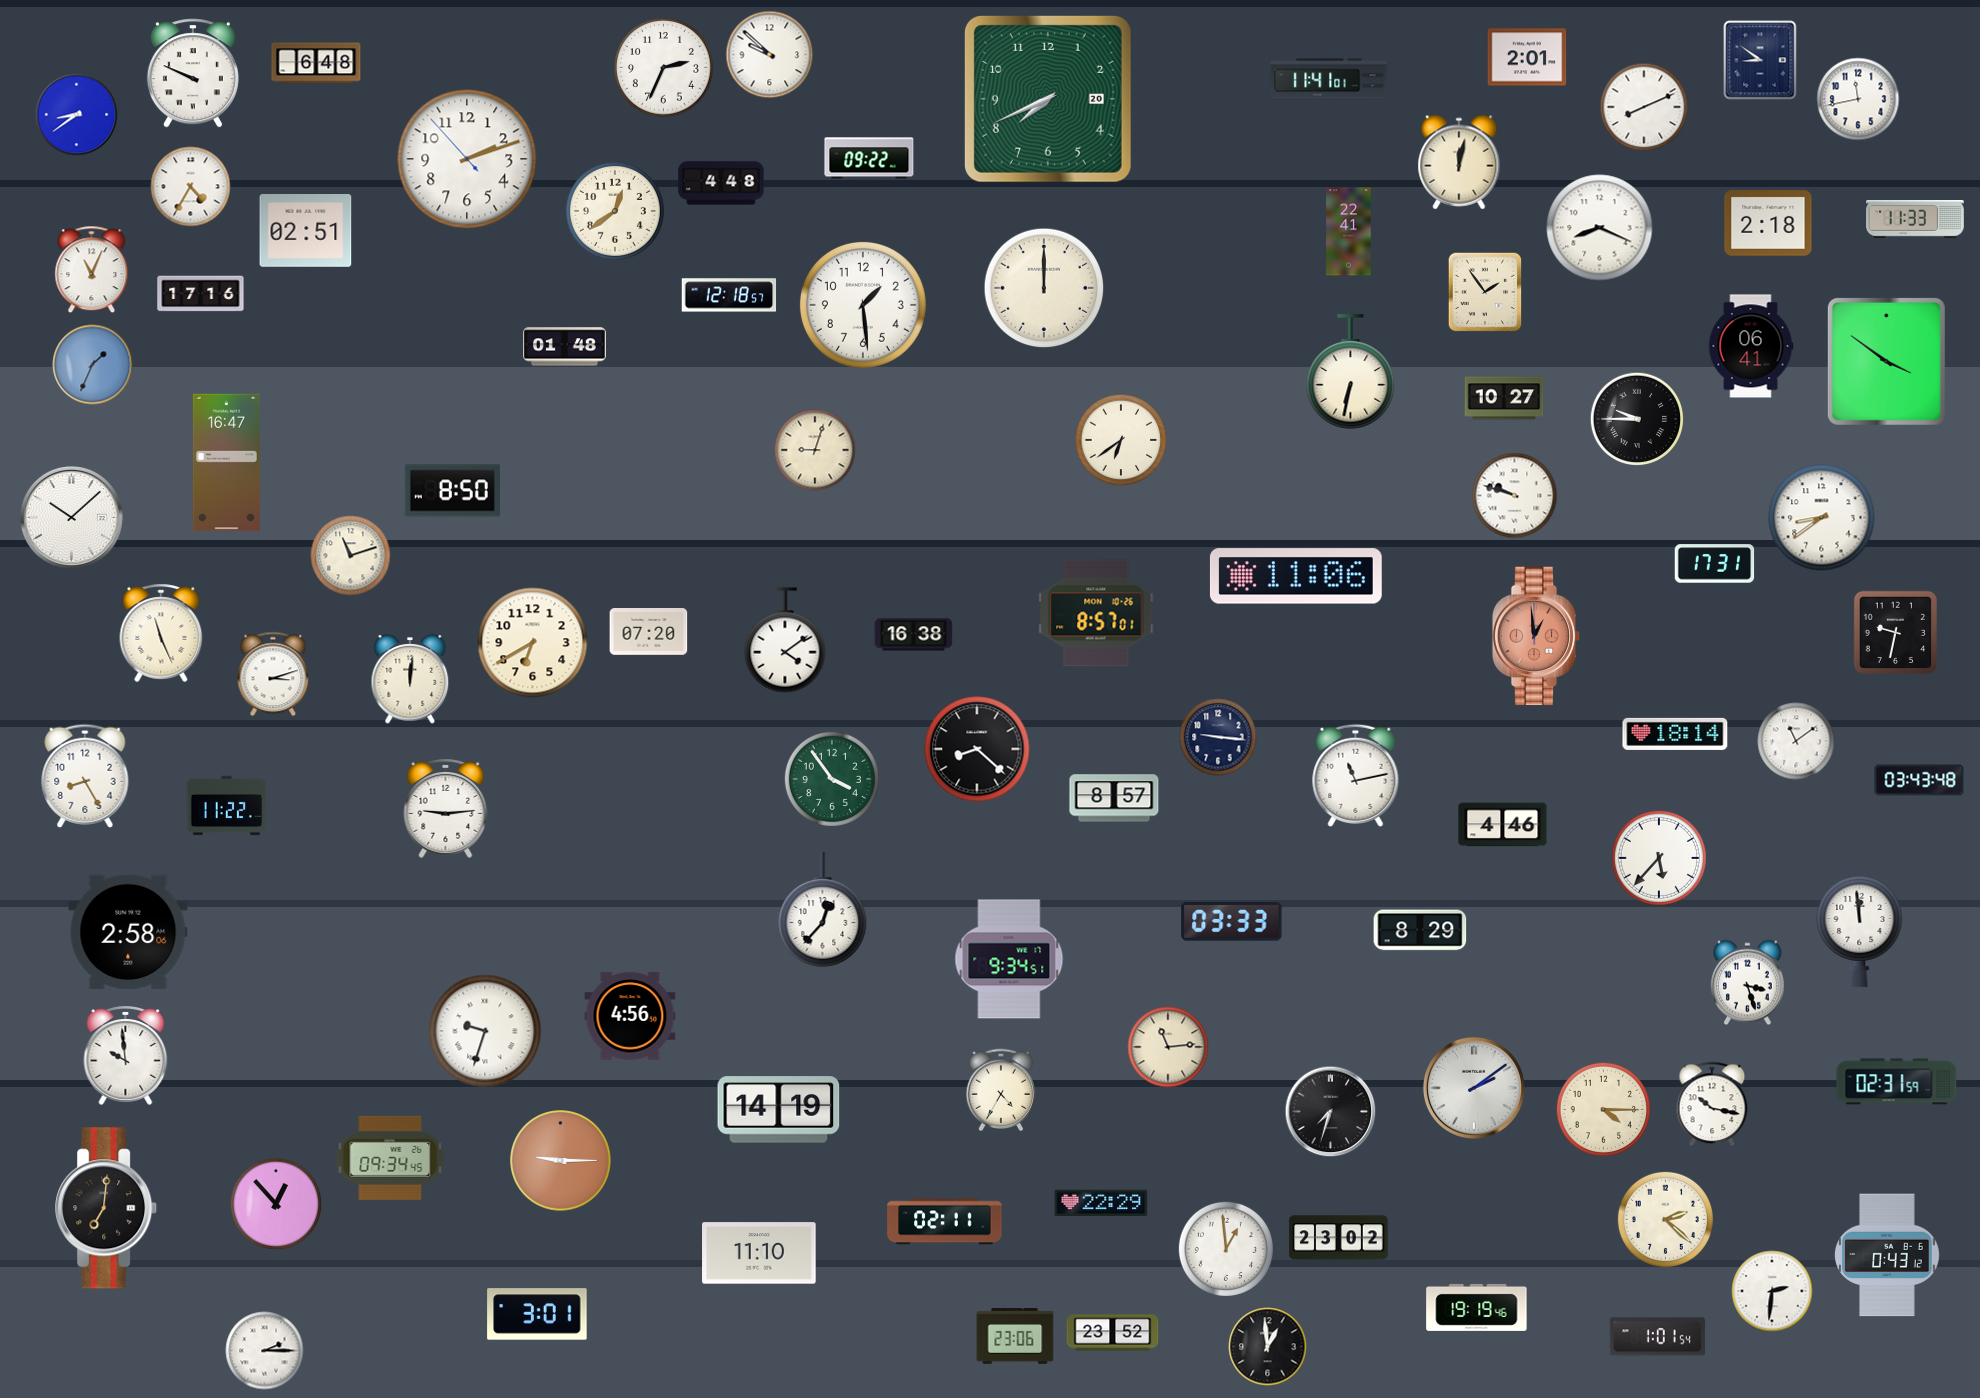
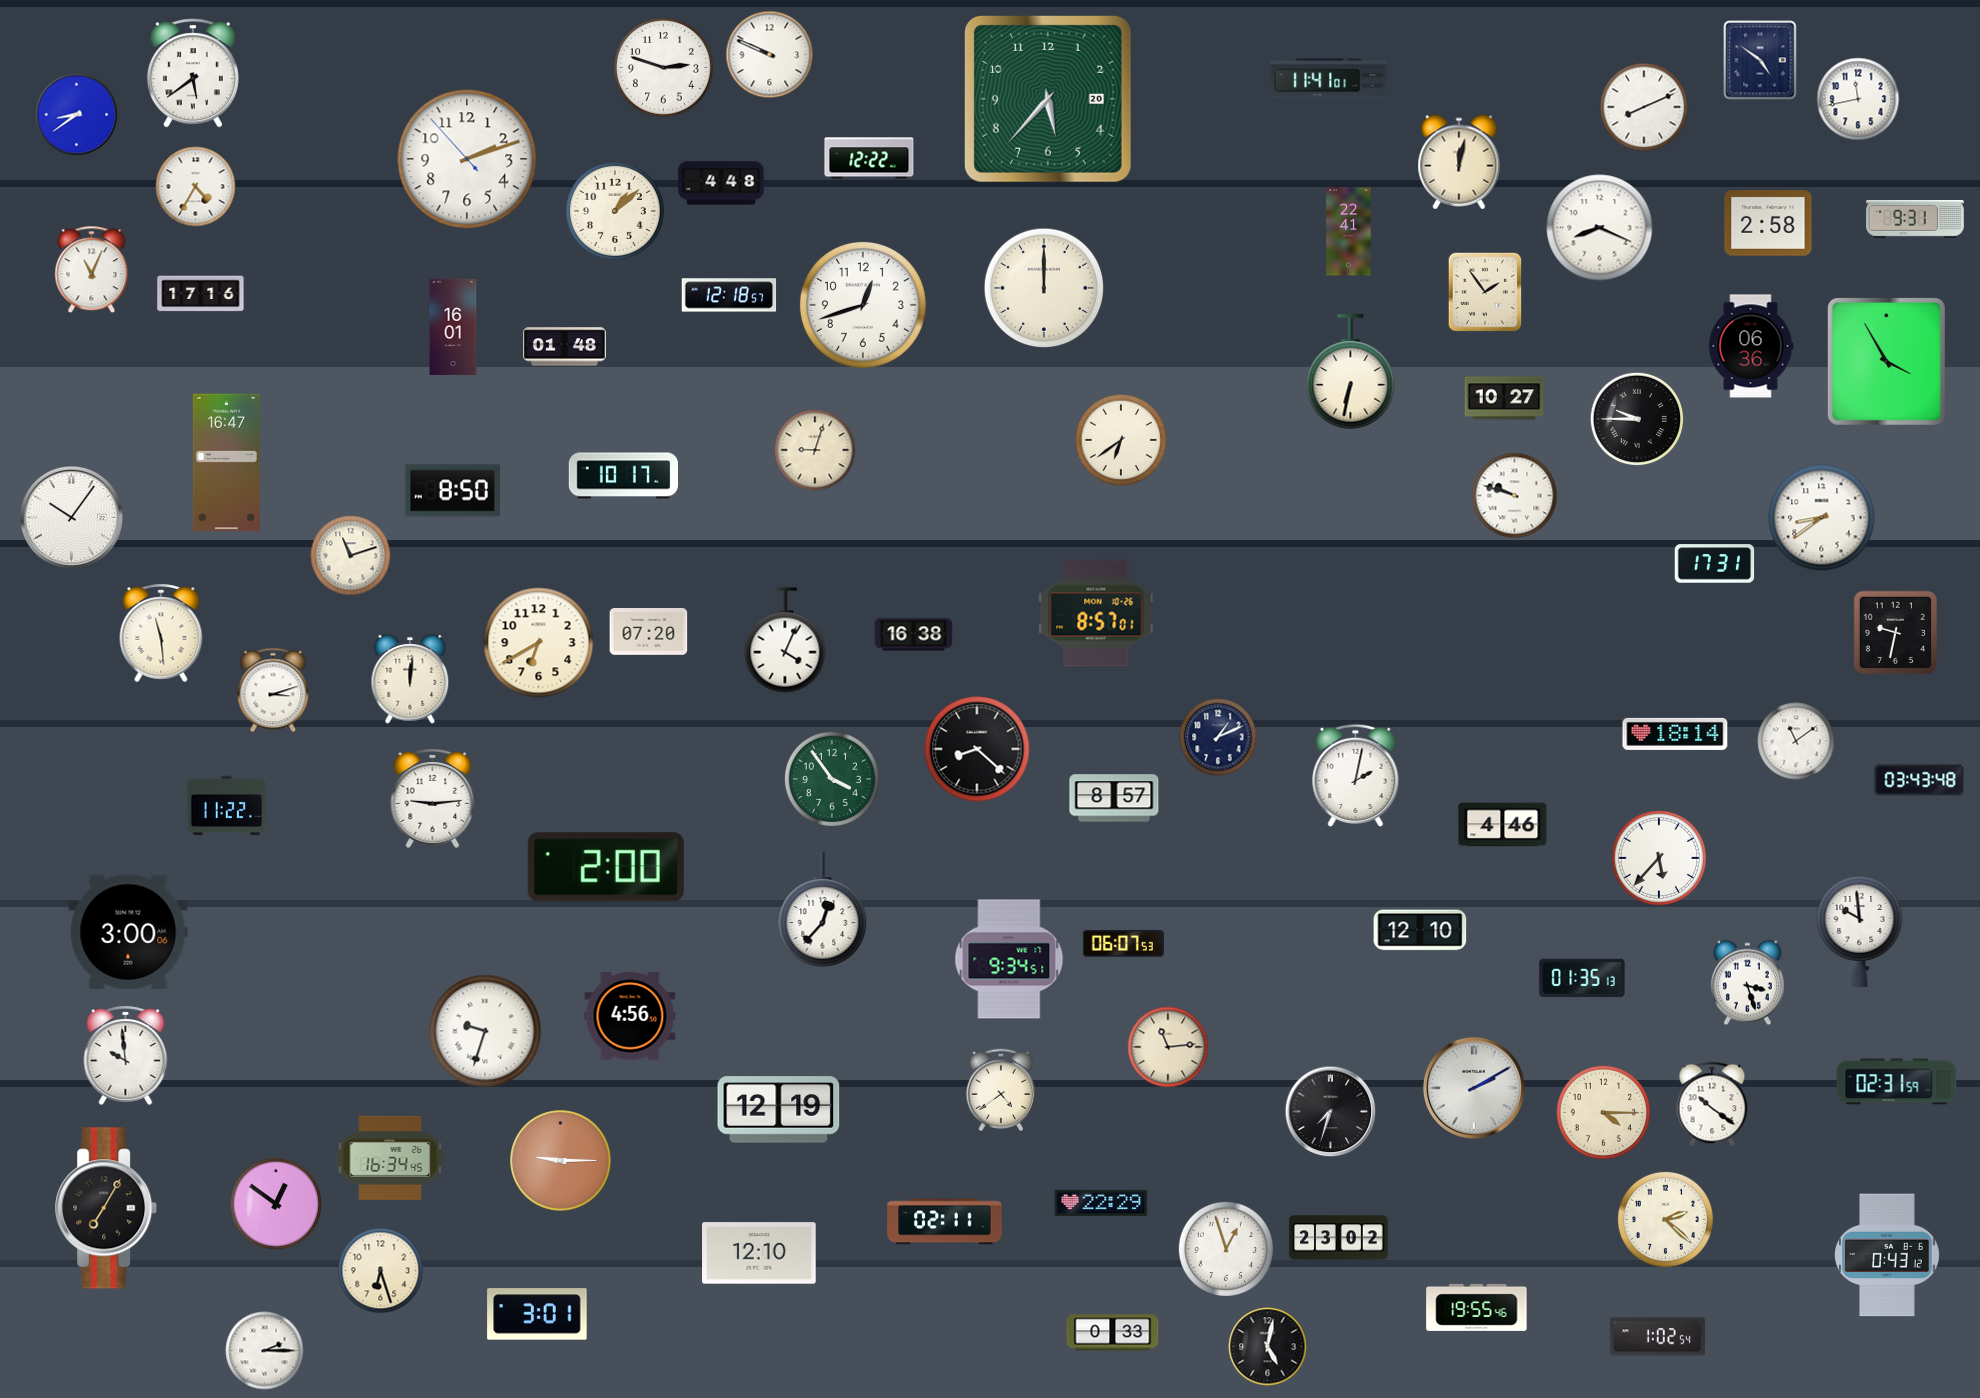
clock at (770, 55): 9:52 -> 9:49
clock at (1527, 57): 2:01 -> none
clock at (1760, 60): 8:51 -> 4:51
clock at (316, 63): 6:48 -> none
clock at (663, 67): 2:34 -> 2:48
clock at (193, 73): 9:49 -> 5:39
clock at (1048, 99): 7:41 -> 5:37
clock at (869, 158): 09:22 -> 12:22
clock at (191, 187) position: (191, 187) -> (196, 187)
clock at (615, 211): 12:39 -> 1:08
clock at (1915, 220): 11:33 -> 9:31
clock at (1768, 223): 2:18 -> 2:58
clock at (306, 231): 02:51 -> none
clock at (863, 305): 1:29 -> 12:42
clock at (453, 327): none -> 16:01
clock at (1751, 346): 06:41 -> 06:36
clock at (1886, 361): 3:51 -> 3:55
clock at (93, 365): 1:34 -> none
clock at (624, 476): none -> 10:17
clock at (71, 517): 10:08 -> 10:06
clock at (1296, 576): 11:06 -> none
clock at (161, 633): 11:26 -> 11:29
clock at (1536, 636): 12:59 -> none
clock at (785, 640): 4:09 -> 4:04
clock at (533, 643) position: (533, 643) -> (539, 643)
clock at (273, 674) position: (273, 674) -> (273, 690)
clock at (1218, 737): 9:16 -> 1:11
clock at (1356, 775): 11:13 -> 2:02
clock at (85, 776): 8:25 -> none
clock at (446, 808) position: (446, 808) -> (433, 798)
clock at (606, 867): none -> 2:00
clock at (1232, 922): 03:33 -> none
clock at (1420, 930): 8:29 -> 12:10
clock at (1860, 931): 11:59 -> 9:59
clock at (128, 932): 2:58 -> 3:00
clock at (1123, 944): none -> 06:07
clock at (1582, 978): none -> 01:35
clock at (1474, 1088): 2:09 -> 2:10
clock at (1001, 1089): 4:35 -> 4:39
clock at (1712, 1104): 10:17 -> 10:21
clock at (1603, 1109) position: (1603, 1109) -> (1603, 1112)
clock at (779, 1110): 14:19 -> 12:19
clock at (390, 1158): 09:34 -> 16:34
clock at (276, 1204): 12:53 -> 12:51
clock at (107, 1208): 7:01 -> 7:05
clock at (1226, 1249): 12:59 -> 12:57
clock at (759, 1253): 11:10 -> 12:10
clock at (381, 1271): none -> 6:27
clock at (1772, 1291): 2:31 -> none
clock at (1477, 1307): 19:19 -> 19:55
clock at (1113, 1333): 23:52 -> 0:33
clock at (1015, 1337): 23:06 -> none
clock at (1657, 1337): 1:01 -> 1:02
clock at (1268, 1347): 12:59 -> 5:02
